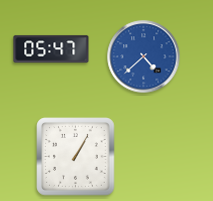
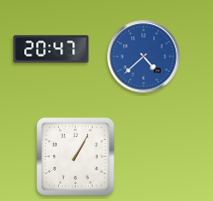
clock at (51, 49): 05:47 -> 20:47
